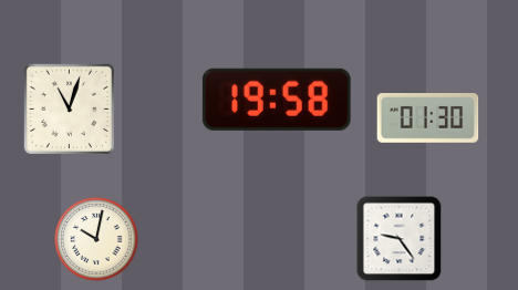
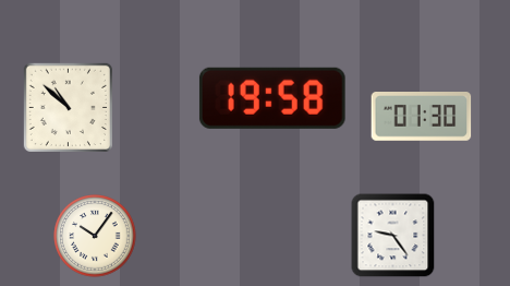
clock at (69, 108): 11:03 -> 10:52
clock at (96, 239): 10:02 -> 10:06
